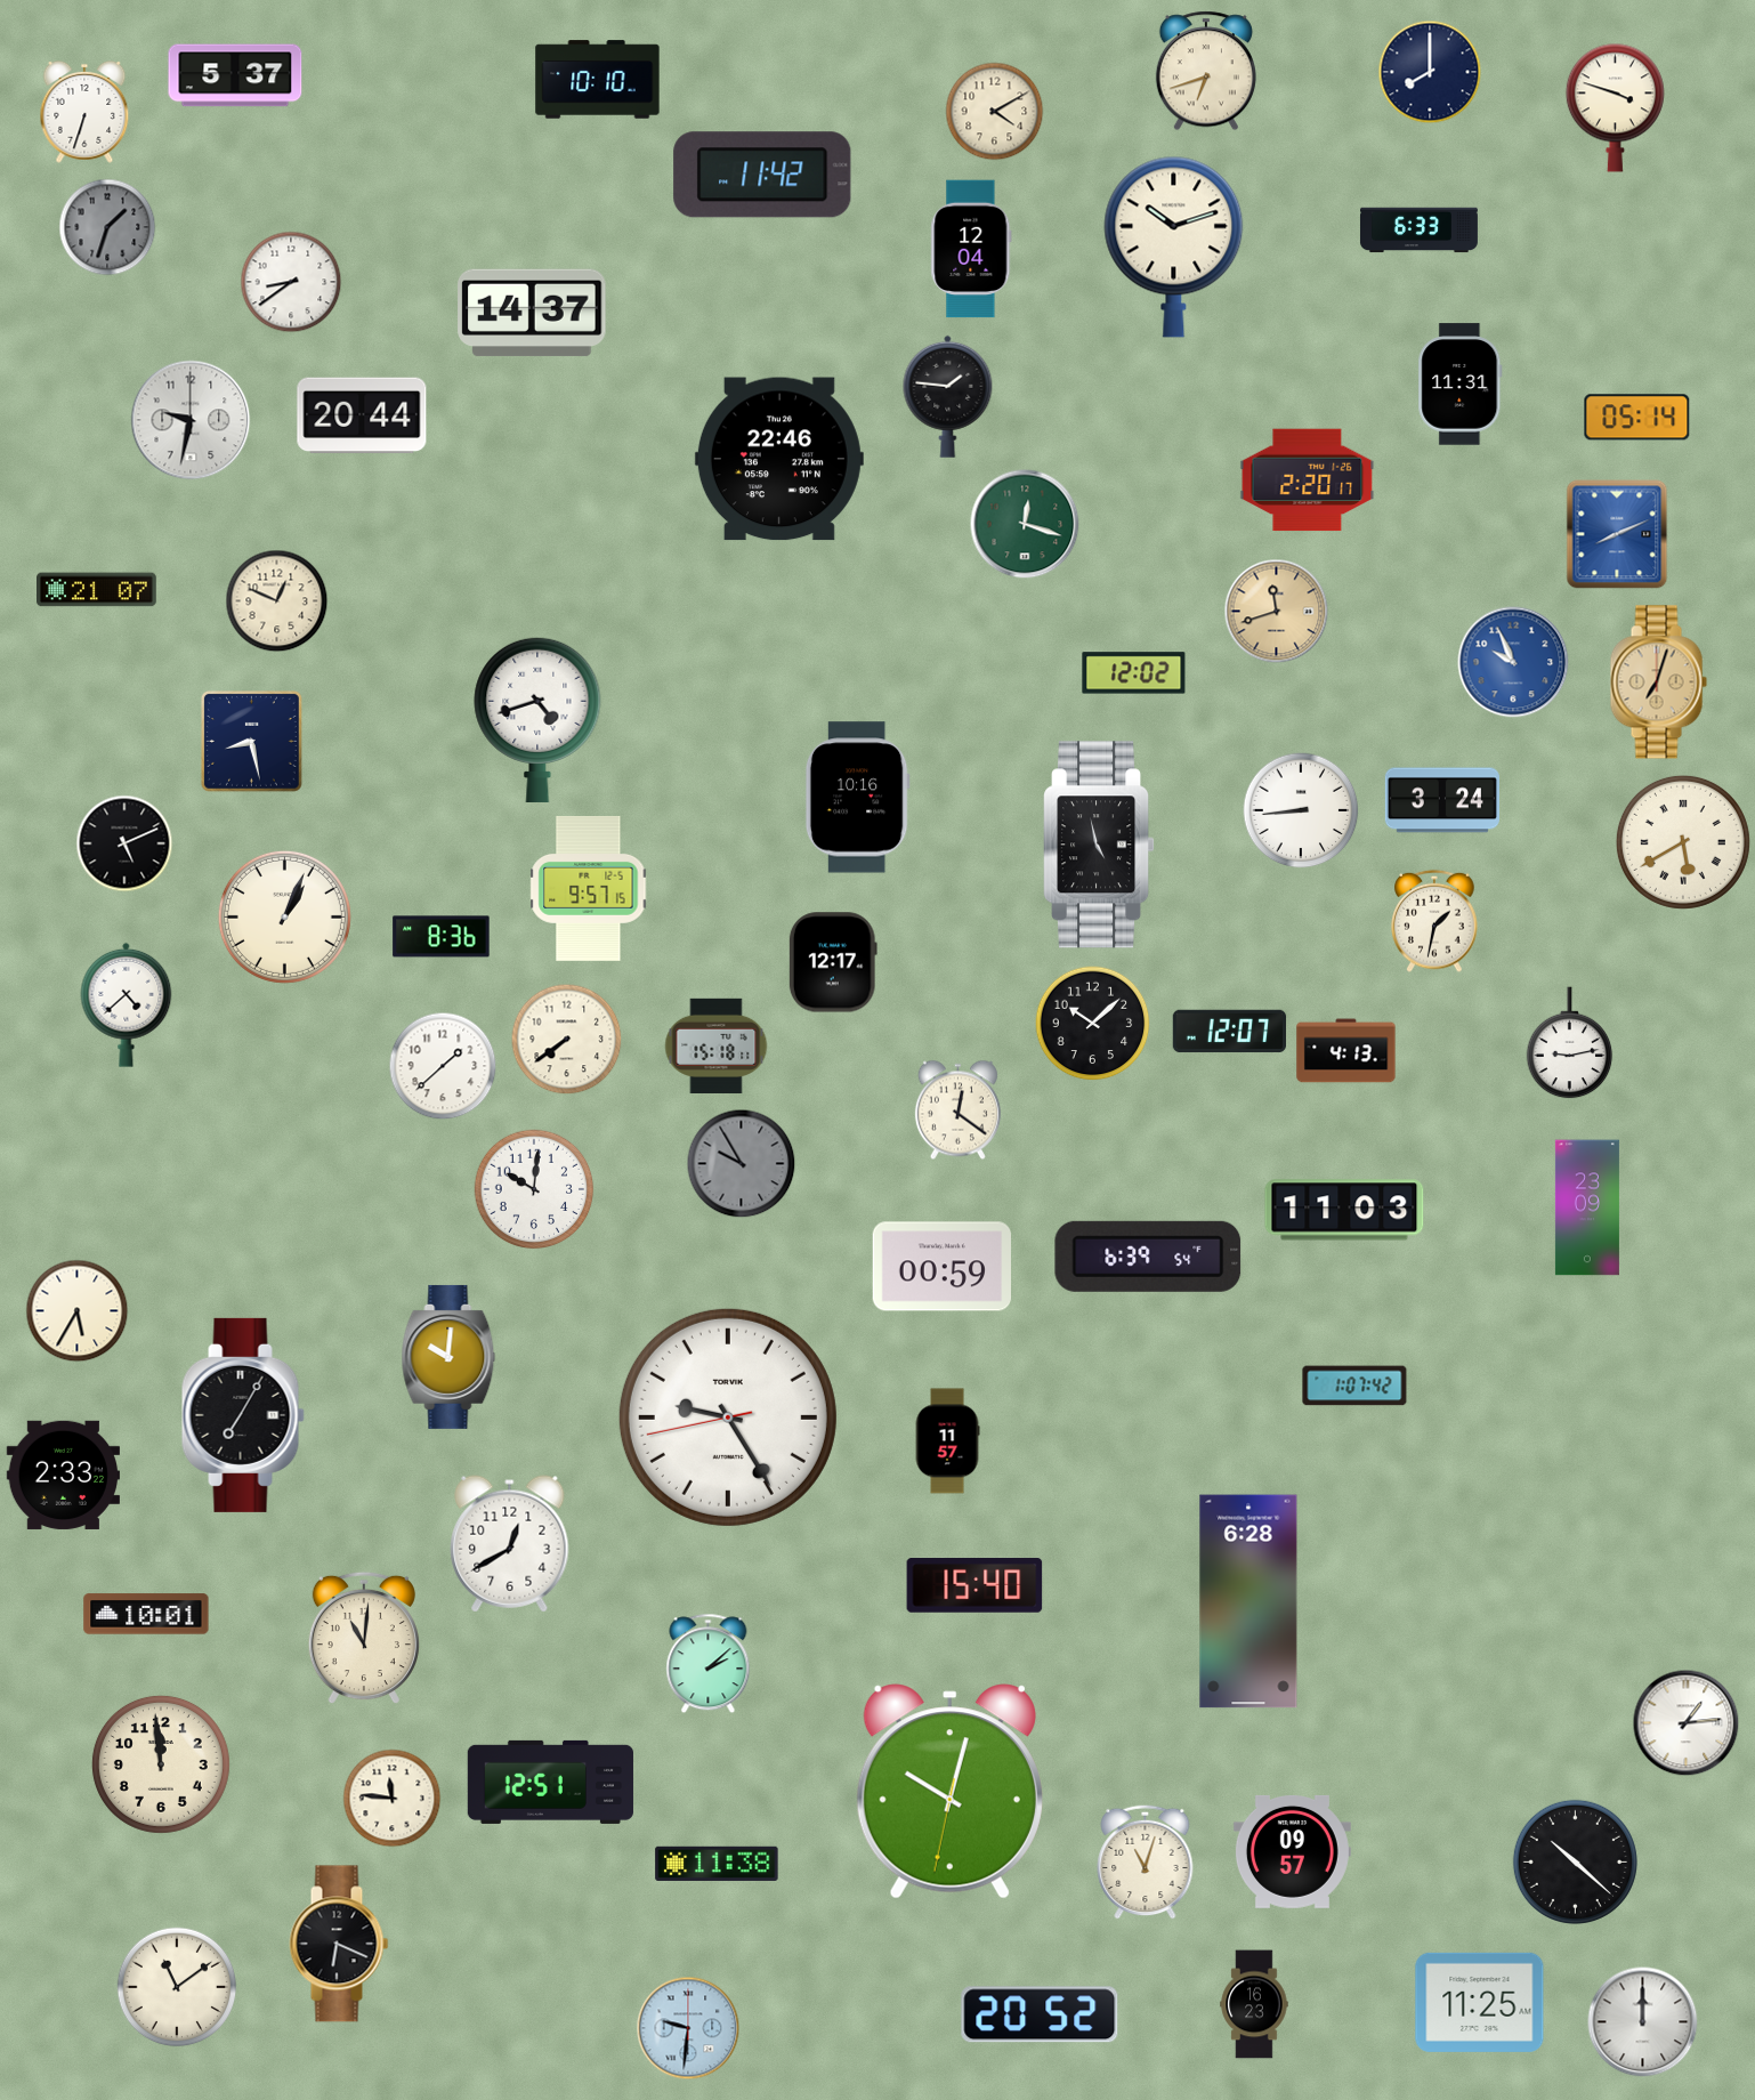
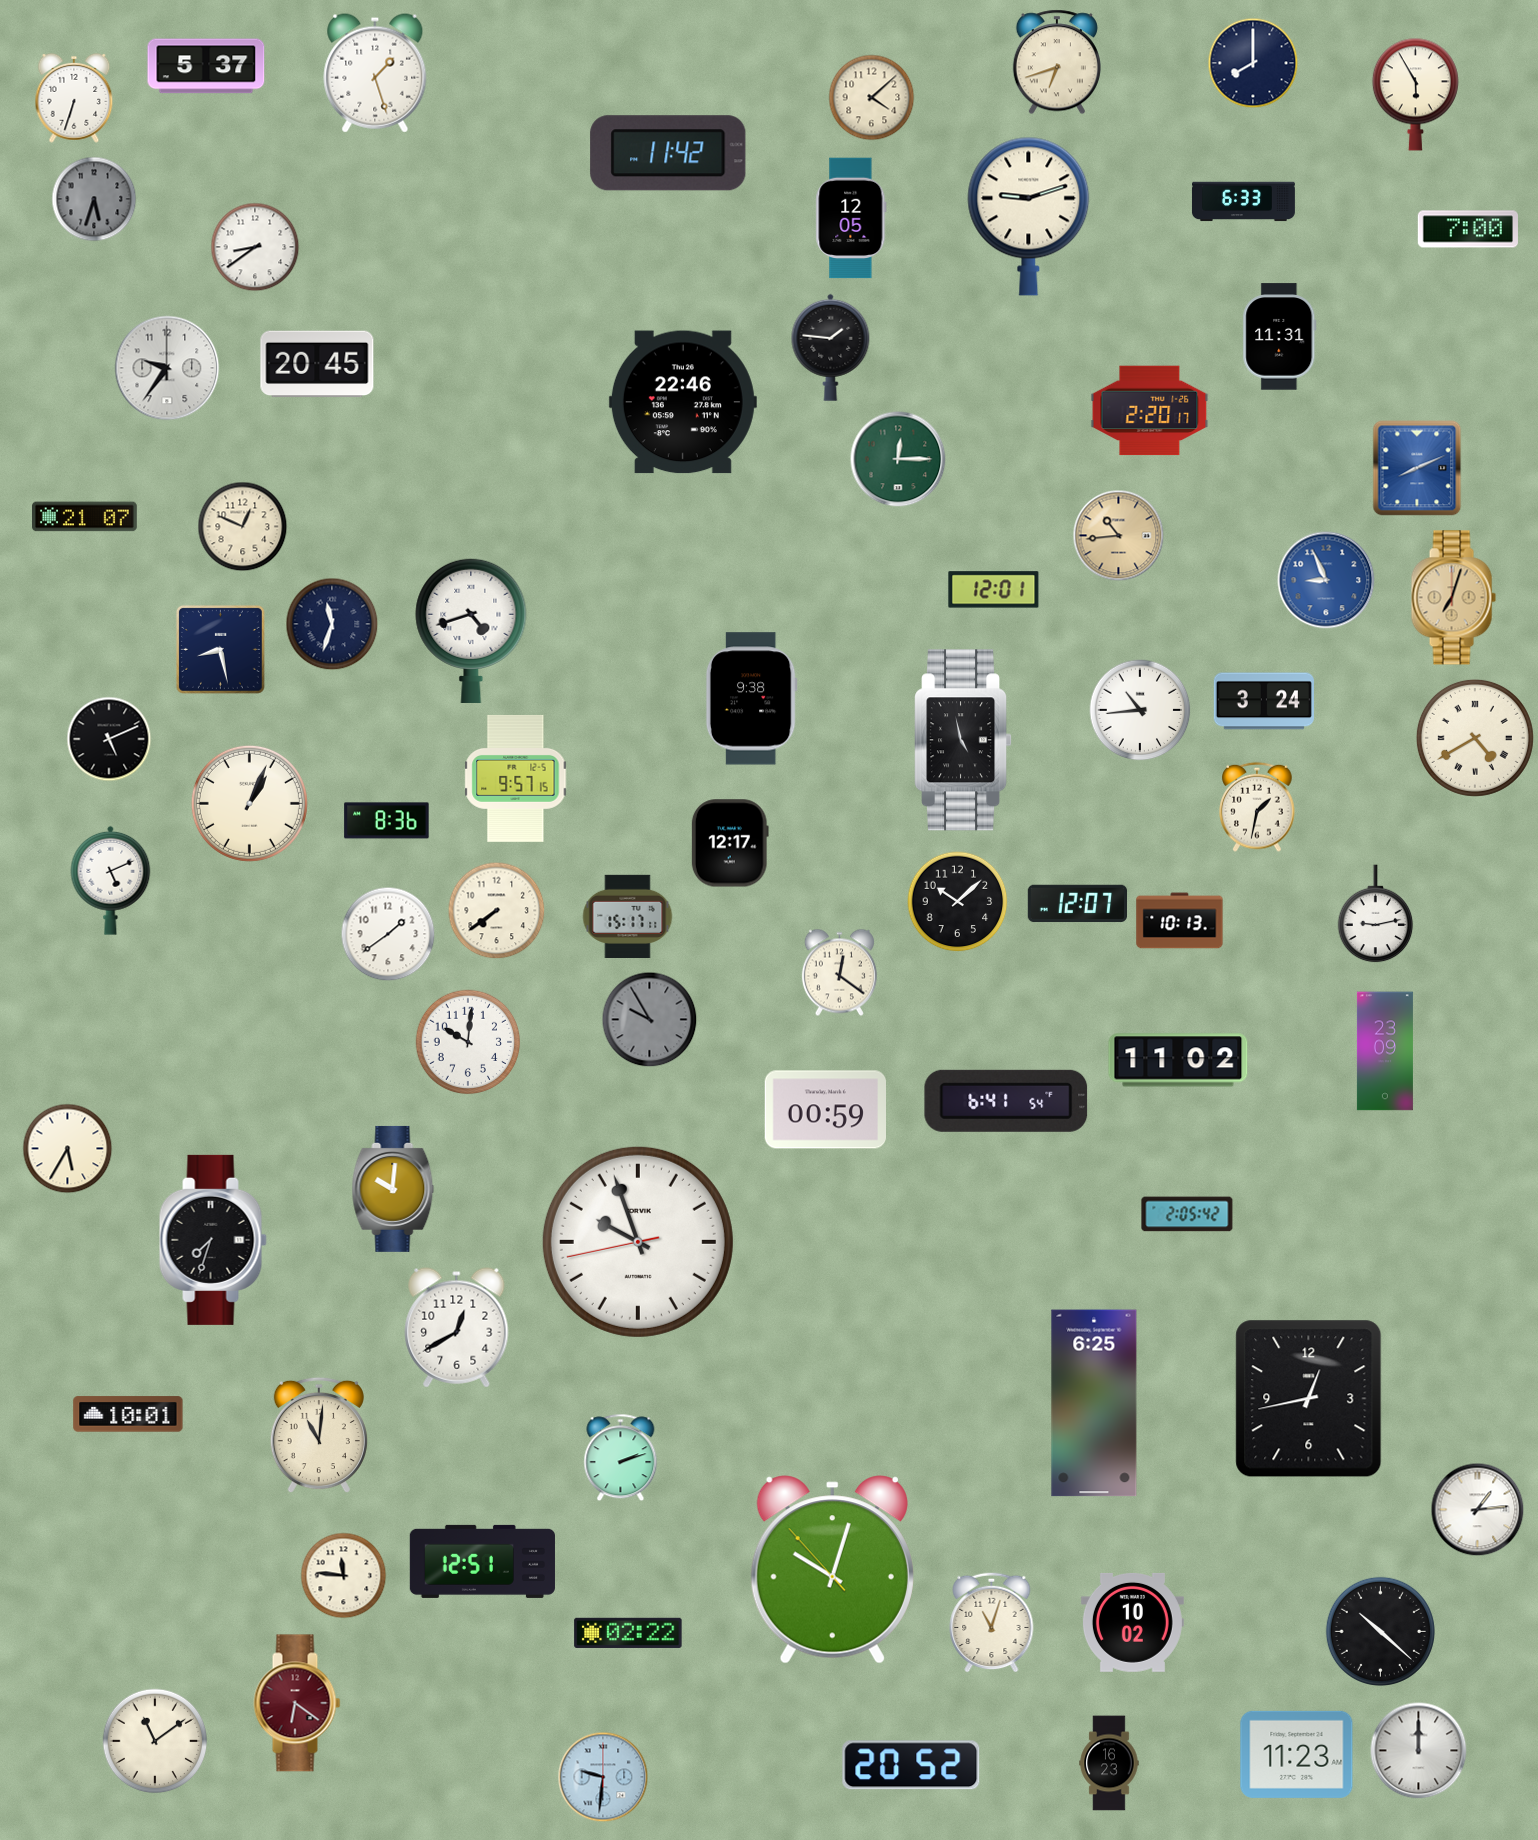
clock at (598, 80): 10:10 -> none
clock at (375, 73): none -> 1:27
clock at (1615, 107): 3:48 -> 5:55
clock at (995, 112): 4:10 -> 4:08
clock at (107, 227): 1:33 -> 5:33
clock at (1174, 247): 10:12 -> 9:12
clock at (971, 249): 12:04 -> 12:05
clock at (1468, 229): none -> 7:00
clock at (532, 313): 14:37 -> none
clock at (362, 415): 20:44 -> 20:45
clock at (1637, 418): 05:14 -> none
clock at (191, 420): 9:32 -> 9:36
clock at (1308, 480) position: (1308, 480) -> (1150, 411)
clock at (1025, 524): 12:18 -> 12:15
clock at (1277, 612): 11:42 -> 10:44
clock at (1513, 662): 9:56 -> 8:56
clock at (1134, 673): 12:02 -> 12:01
clock at (332, 624): none -> 11:33
clock at (857, 798): 10:16 -> 9:38
clock at (1301, 810): 8:44 -> 10:44
clock at (1683, 842): 5:40 -> 4:40
clock at (127, 1004): 4:38 -> 5:11
clock at (1093, 1024) position: (1093, 1024) -> (958, 902)
clock at (717, 1045): 15:18 -> 15:17
clock at (1346, 1051): 4:13 -> 10:13
clock at (443, 1066): 1:38 -> 1:39
clock at (1587, 1207) position: (1587, 1207) -> (1385, 1051)
clock at (1344, 1210): 11:03 -> 11:02
clock at (1148, 1257): 6:39 -> 6:41
clock at (1354, 1386): 1:07 -> 2:05
clock at (243, 1415): 7:05 -> 7:33
clock at (728, 1417): 9:24 -> 9:56
clock at (947, 1441): 11:57 -> none
clock at (63, 1475): 2:33 -> none
clock at (510, 1544) position: (510, 1544) -> (457, 1328)
clock at (974, 1586): 15:40 -> none
clock at (1309, 1399): none -> 12:43
clock at (1248, 1601): 6:28 -> 6:25
clock at (709, 1664): 2:08 -> 2:12
clock at (161, 1764): 11:59 -> none
clock at (949, 1792): 10:02:32 -> 10:02:53
clock at (1292, 1851): 09:57 -> 10:02
clock at (1146, 1861) position: (1146, 1861) -> (992, 1622)
clock at (717, 1864): 11:38 -> 02:22
clock at (339, 1944): 6:19 -> 6:21
clock at (339, 1944) dial: black -> burgundy
clock at (1480, 2002): 11:25 -> 11:23
clock at (1254, 2004) position: (1254, 2004) -> (1109, 1763)
clock at (1643, 2022) position: (1643, 2022) -> (1419, 1751)
